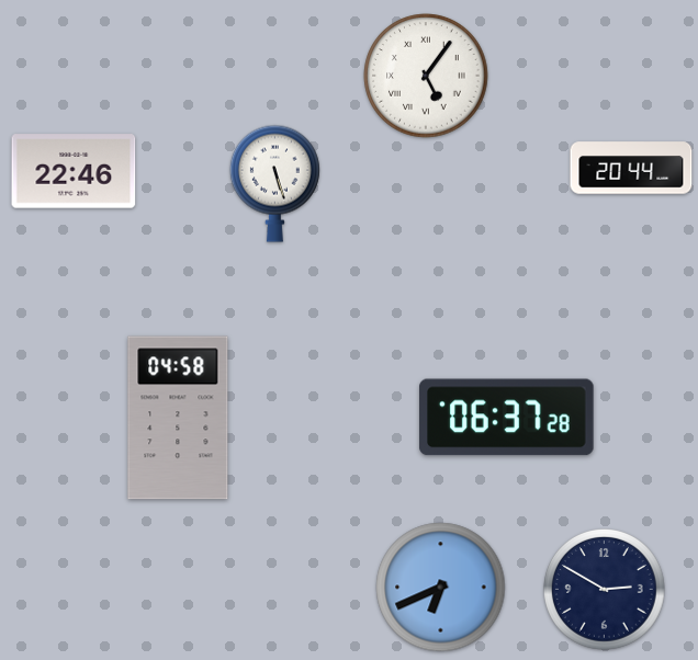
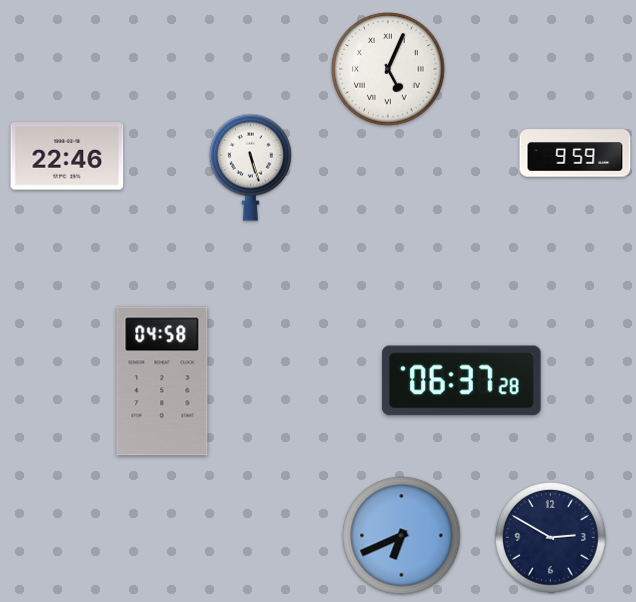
clock at (426, 76): 5:06 -> 5:04
clock at (631, 168): 20:44 -> 9:59
